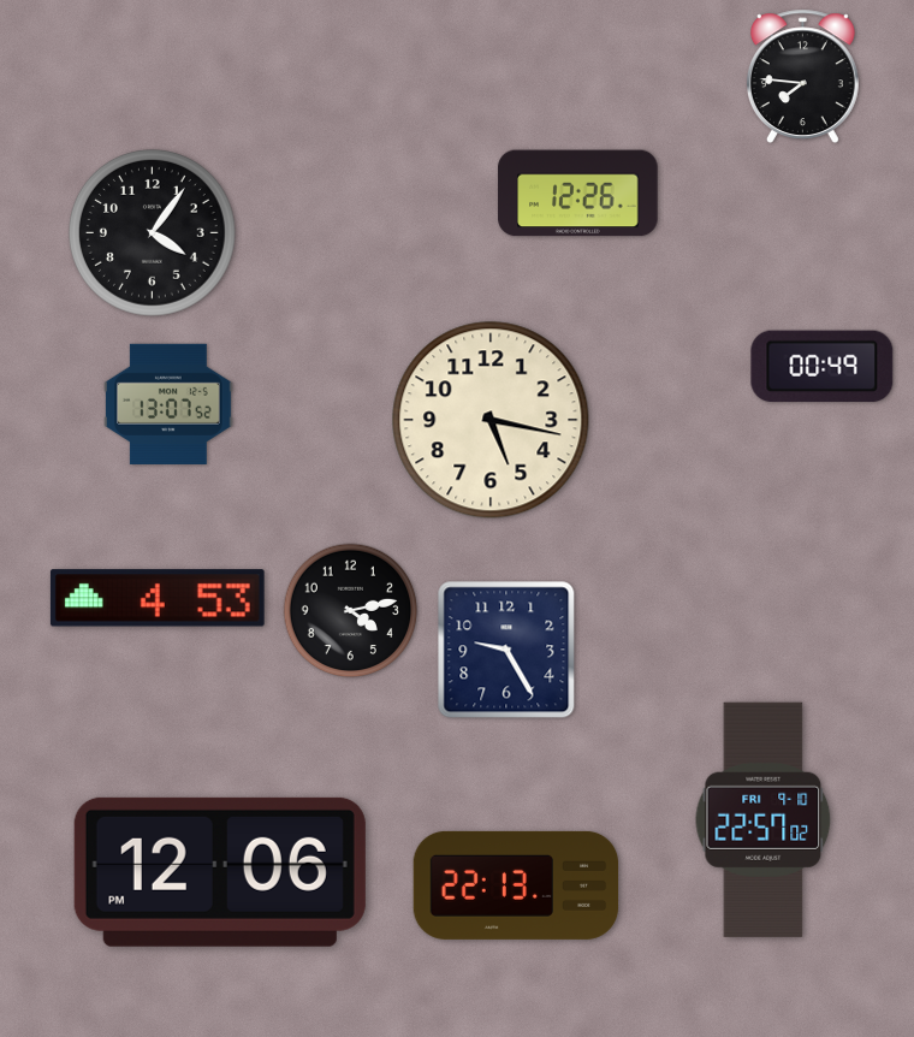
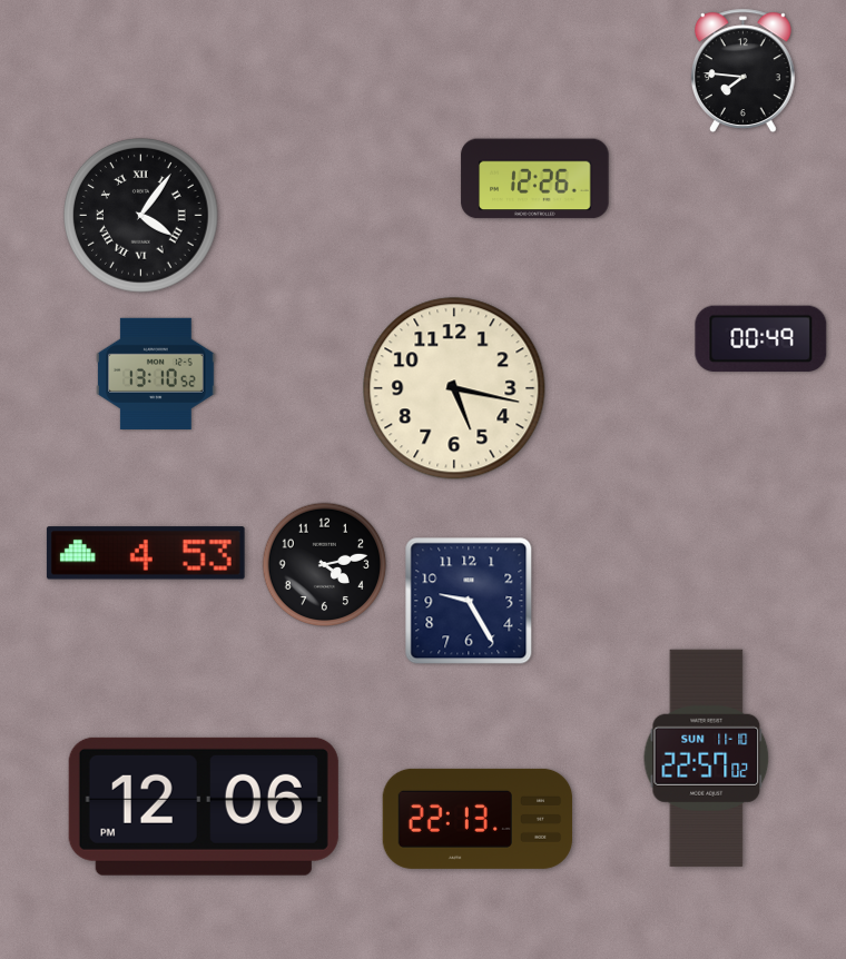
clock at (153, 233) numerals: Arabic -> Roman
clock at (168, 403): 13:07 -> 13:10
clock at (764, 819) date: FRI 9-10 -> SUN 11-10
